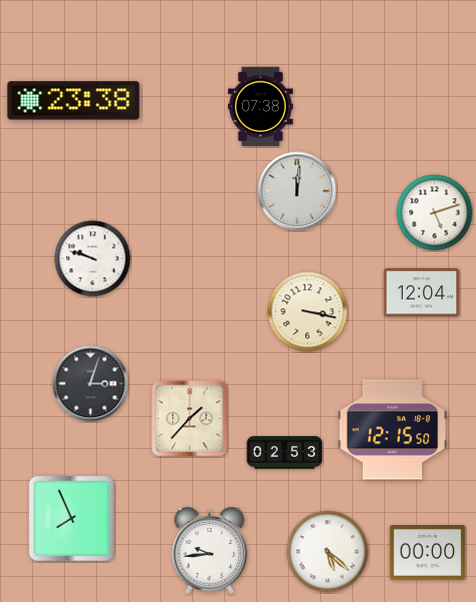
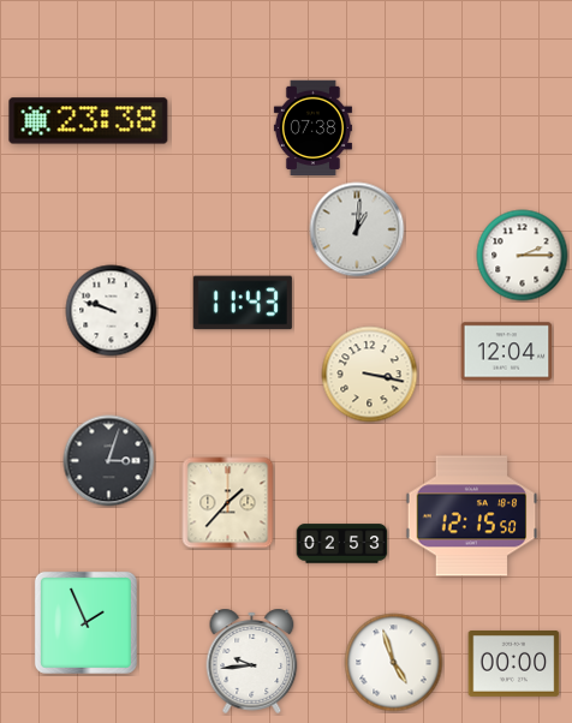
clock at (297, 191): 12:01 -> 1:01
clock at (435, 213): 5:12 -> 2:15
clock at (243, 303): none -> 11:43
clock at (71, 518): 7:56 -> 1:56
clock at (328, 552): 5:22 -> 4:57
